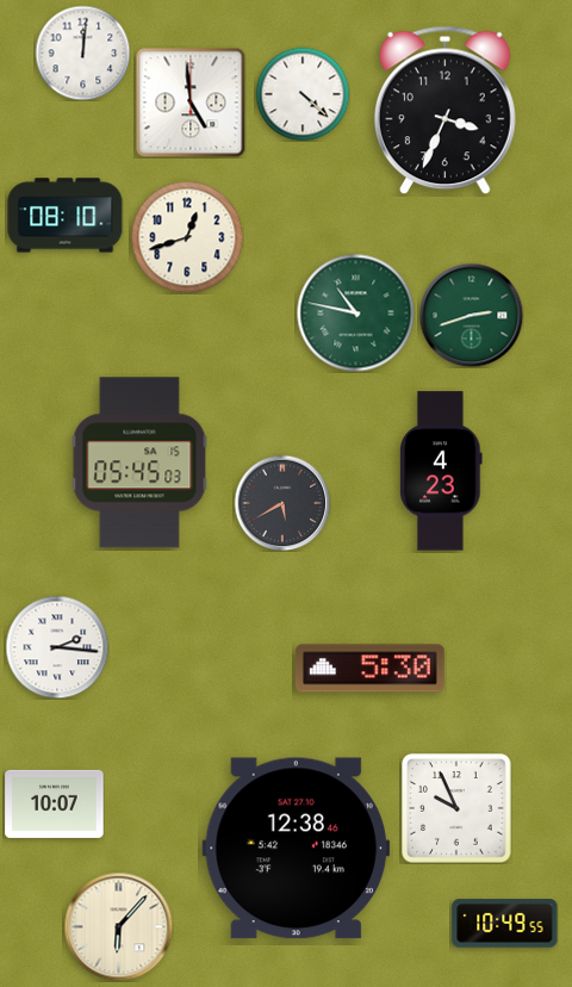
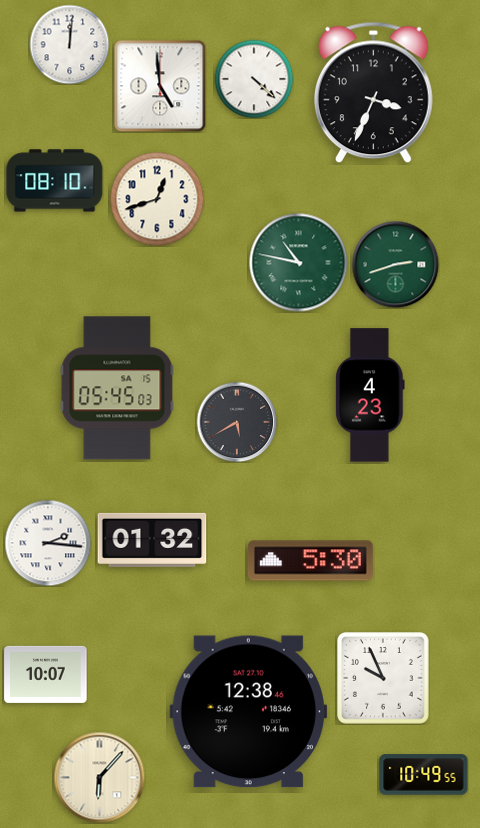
clock at (152, 540): none -> 01:32
